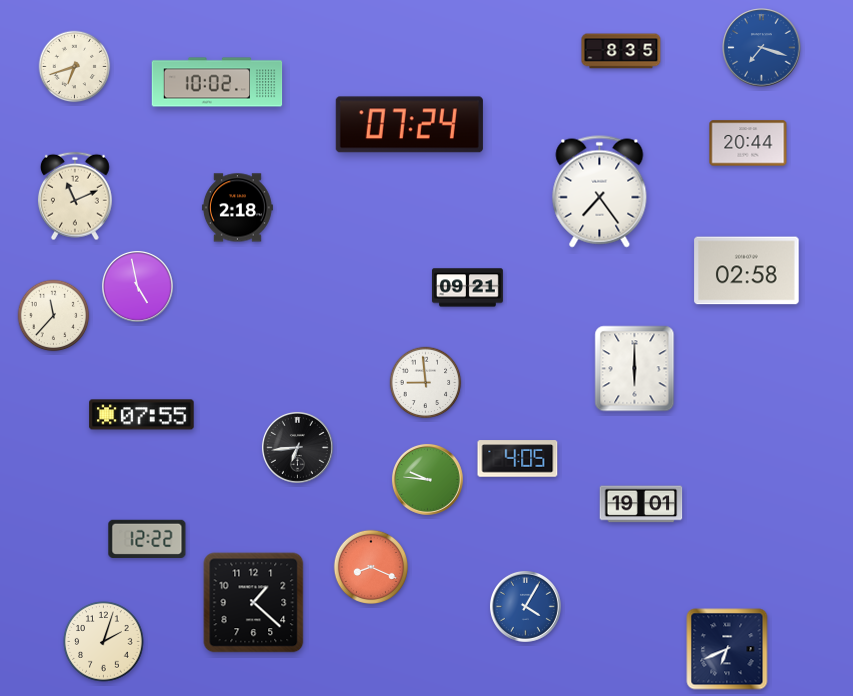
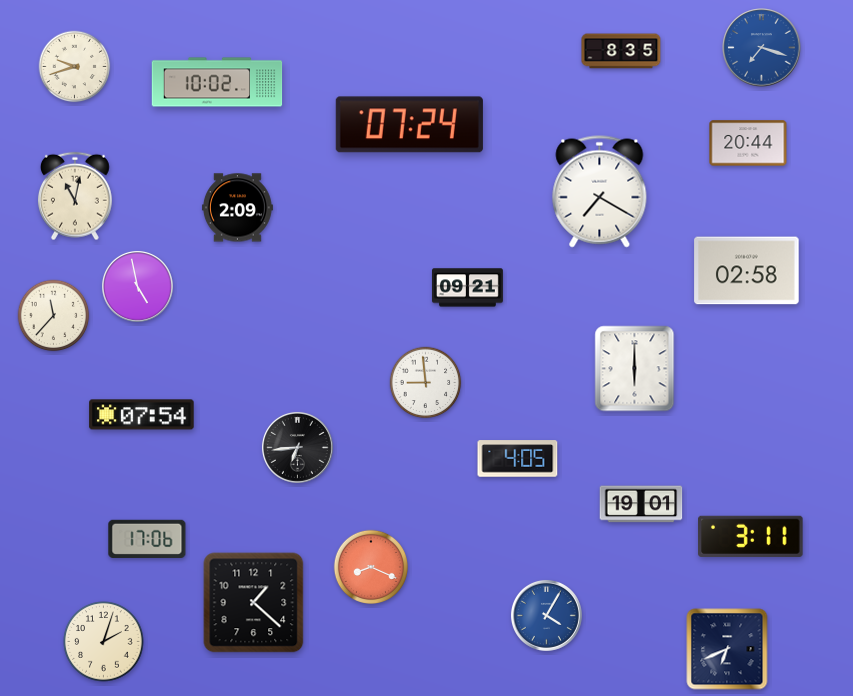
clock at (75, 67): 6:42 -> 9:42
clock at (600, 192): 7:24 -> 7:20
clock at (75, 196): 11:11 -> 11:02
clock at (237, 208): 2:18 -> 2:09
clock at (142, 415): 07:55 -> 07:54
clock at (427, 479): 9:46 -> none
clock at (751, 536): none -> 3:11
clock at (147, 539): 12:22 -> 17:06
clock at (525, 606) position: (525, 606) -> (546, 615)
